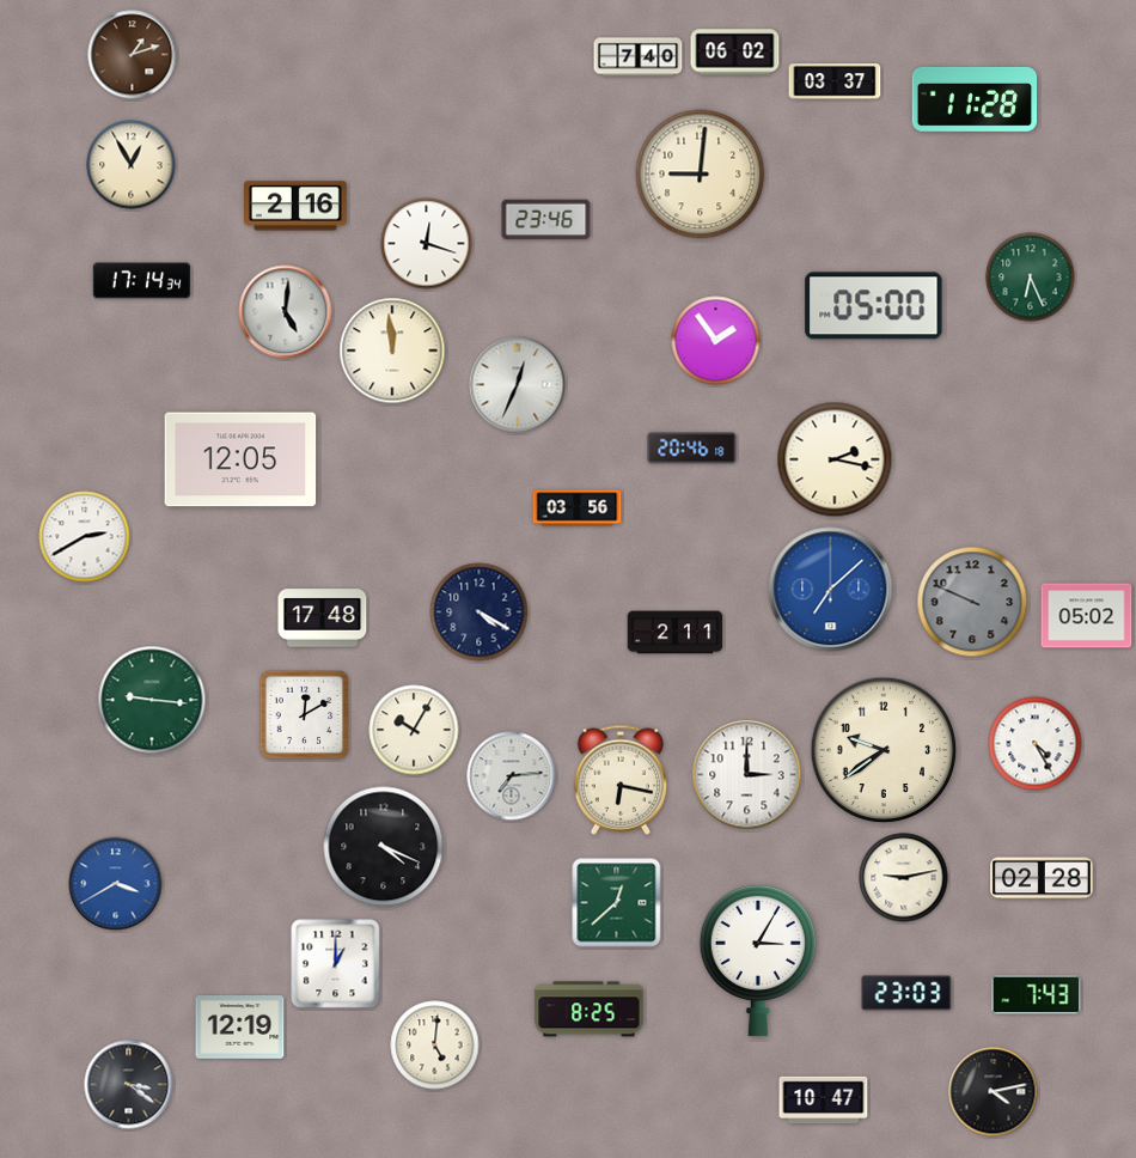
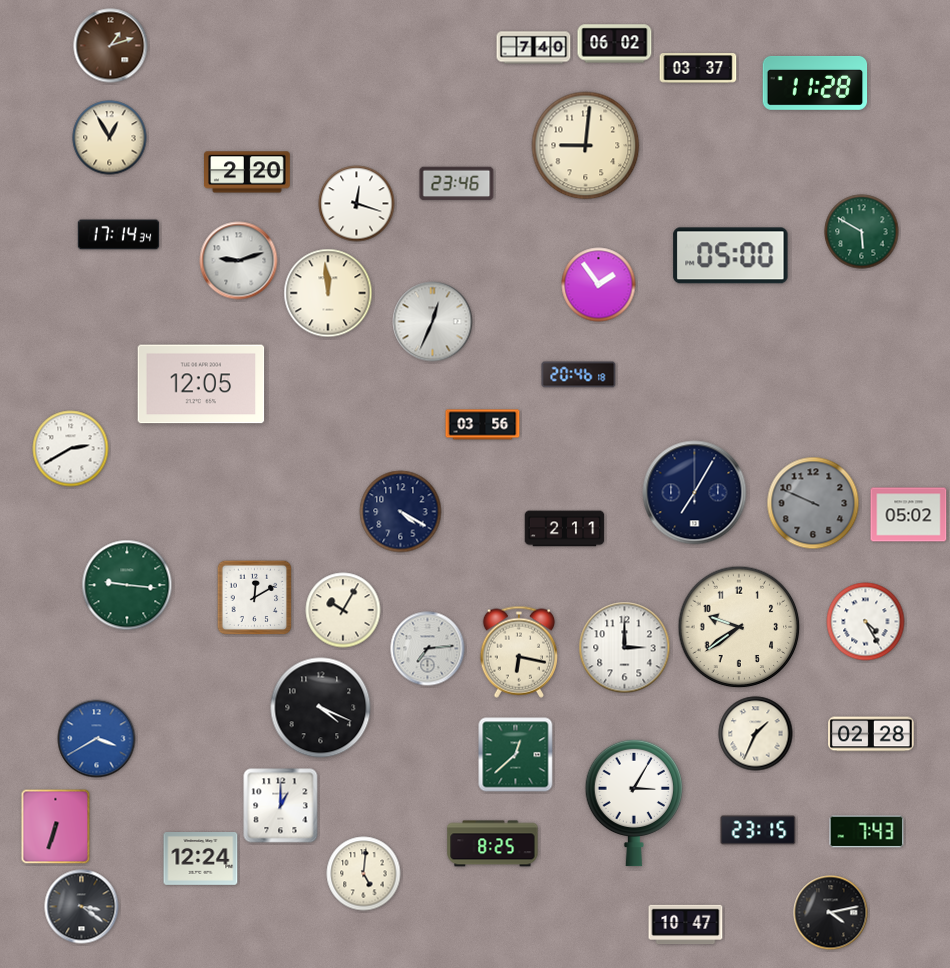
clock at (297, 206): 2:16 -> 2:20
clock at (1031, 278): 6:26 -> 5:50
clock at (286, 312): 5:01 -> 9:12
clock at (835, 459): 2:17 -> none
clock at (831, 590): 7:08 -> 7:05
clock at (831, 590) dial: blue -> navy
clock at (323, 618): 17:48 -> none
clock at (414, 730) position: (414, 730) -> (343, 610)
clock at (904, 878): 9:13 -> 1:34
clock at (56, 827): none -> 6:33
clock at (906, 993): 23:03 -> 23:15
clock at (240, 1028): 12:19 -> 12:24
clock at (129, 1085) position: (129, 1085) -> (82, 907)
clock at (824, 1101) position: (824, 1101) -> (686, 925)
